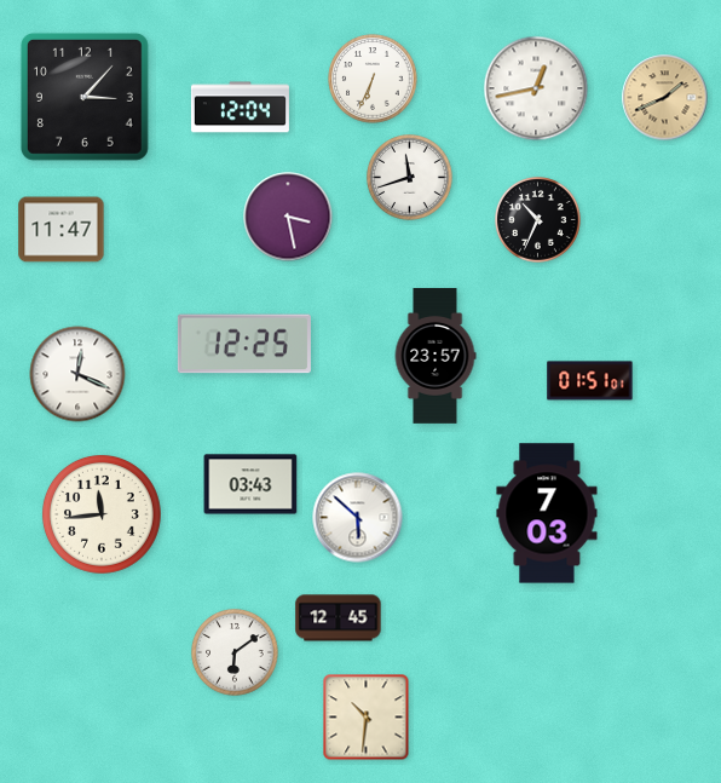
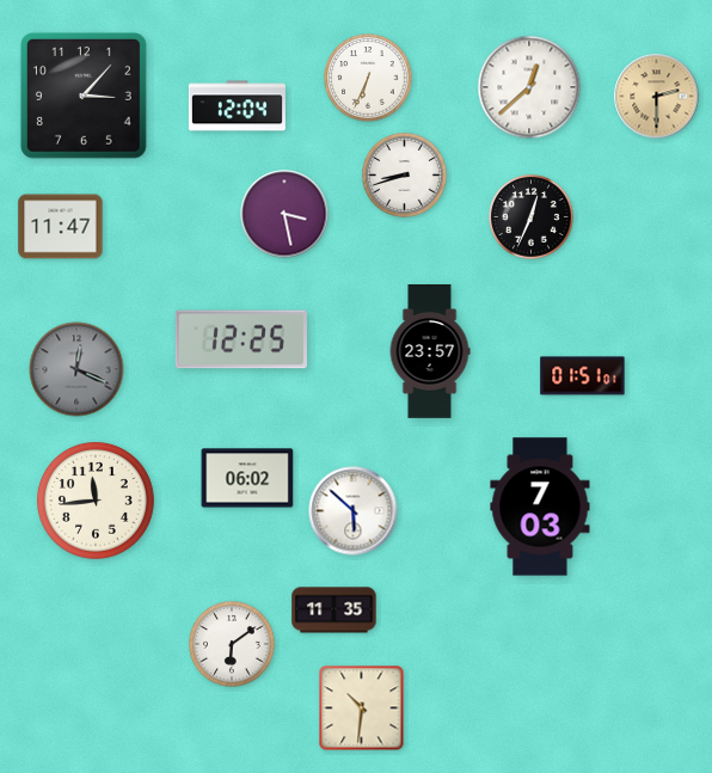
clock at (536, 88): 12:43 -> 12:38
clock at (665, 98): 1:41 -> 2:30
clock at (410, 178): 11:42 -> 8:42
clock at (538, 220): 10:34 -> 12:34
clock at (77, 374) dial: white -> grey
clock at (250, 484): 03:43 -> 06:02
clock at (102, 514) position: (102, 514) -> (96, 501)
clock at (339, 618): 12:45 -> 11:35
